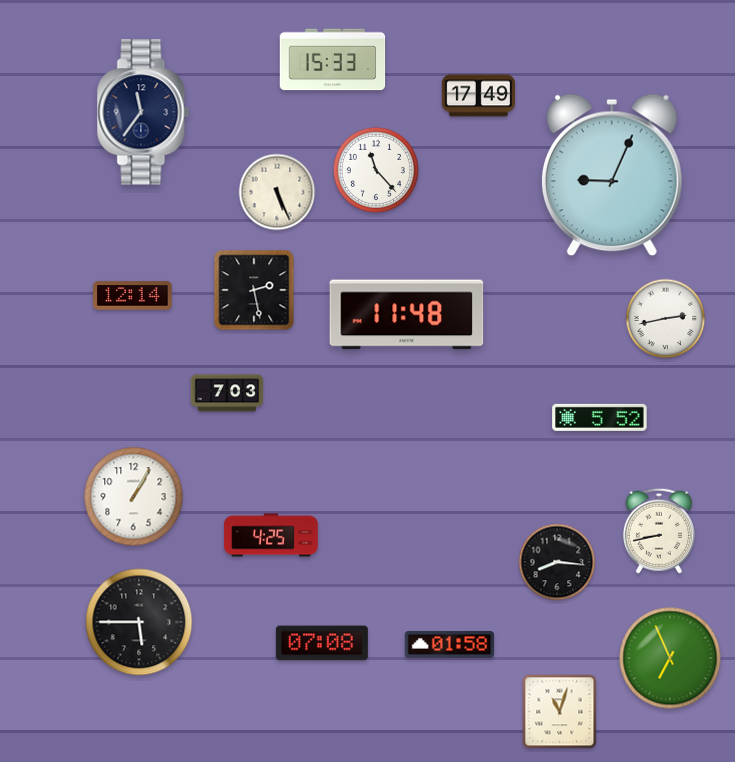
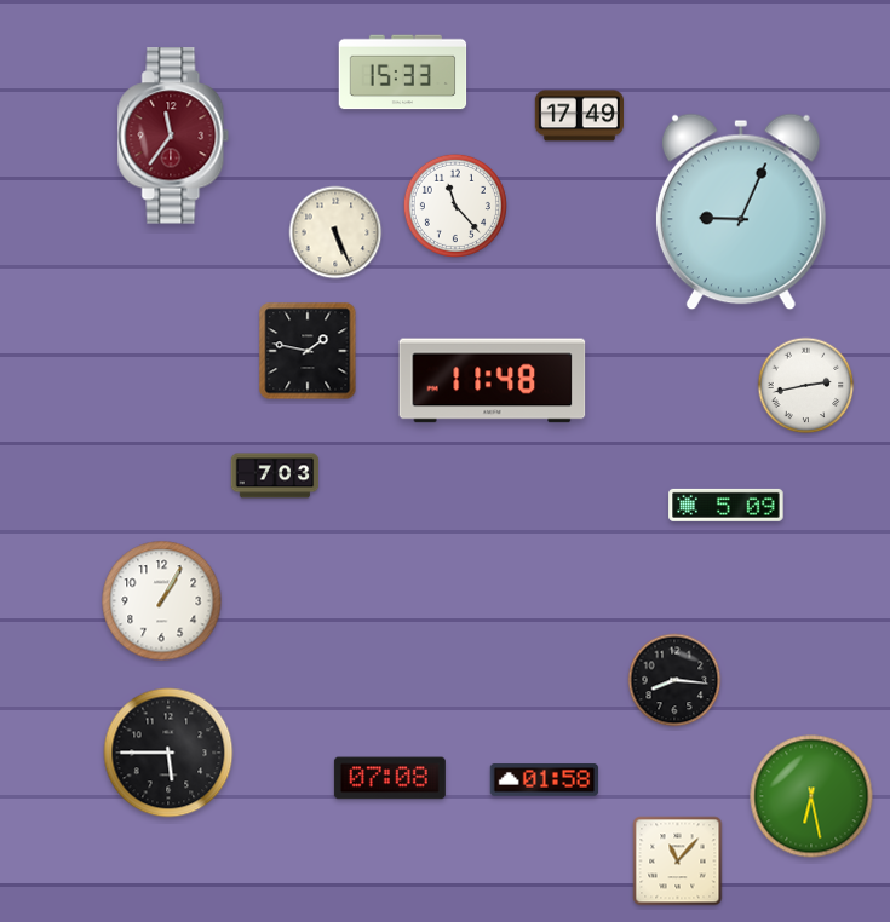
clock at (143, 112) dial: navy -> burgundy
clock at (254, 290): 2:28 -> 1:47
clock at (133, 296): 12:14 -> none
clock at (600, 417): 5:52 -> 5:09
clock at (659, 531): 8:43 -> none
clock at (271, 535): 4:25 -> none
clock at (670, 658): 6:56 -> 6:28
clock at (560, 712): 11:03 -> 11:07
